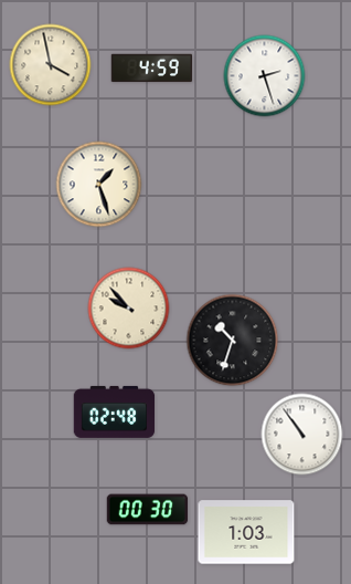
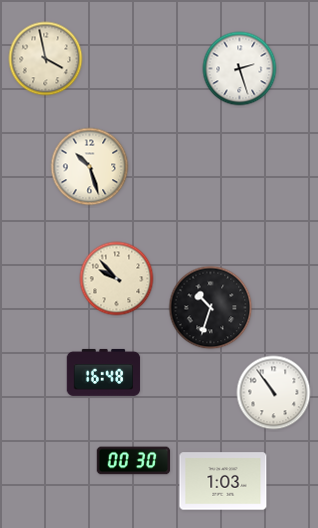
clock at (152, 69): 4:59 -> none
clock at (99, 185): 1:27 -> 10:27
clock at (115, 411): 02:48 -> 16:48
